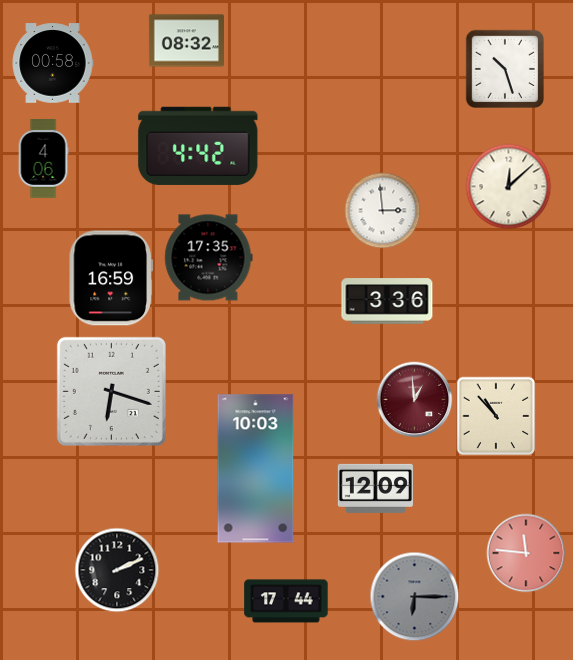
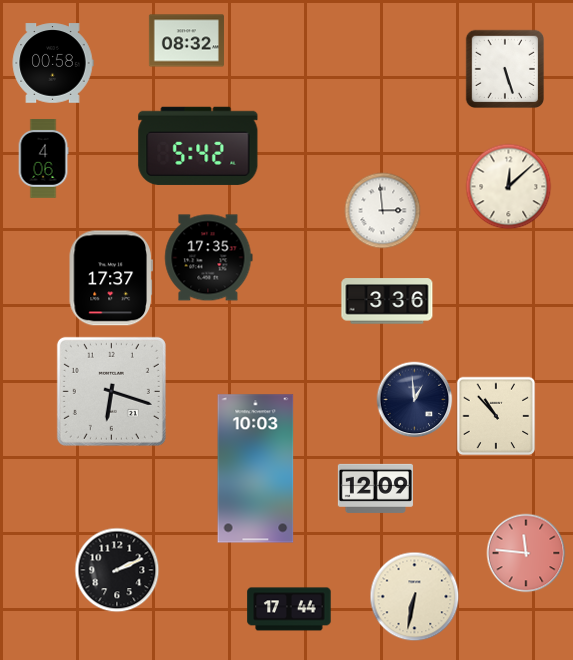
clock at (504, 68): 10:27 -> 5:27
clock at (198, 146): 4:42 -> 5:42
clock at (111, 278): 16:59 -> 17:37
clock at (415, 400) dial: burgundy -> navy
clock at (415, 597): 6:15 -> 6:32
clock at (415, 597) dial: grey -> cream
clock at (286, 601) position: (286, 601) -> (289, 609)
